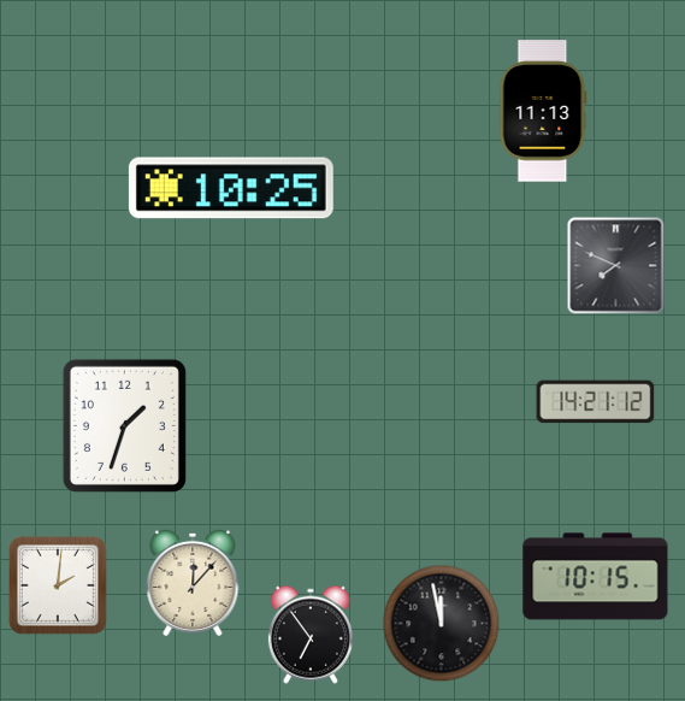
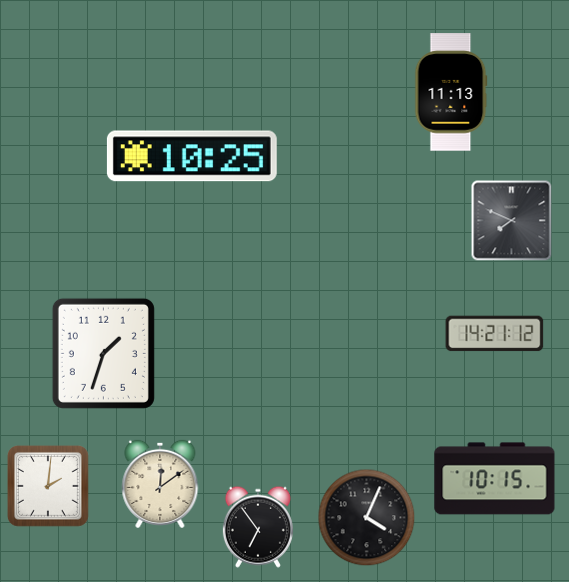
clock at (193, 583): 12:07 -> 12:09
clock at (442, 624): 11:58 -> 4:04
